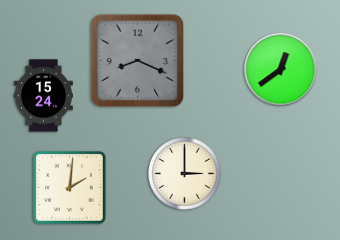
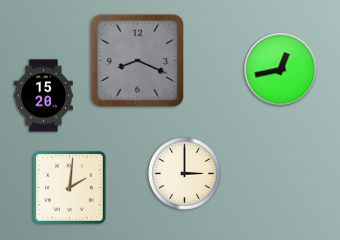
clock at (281, 70): 12:39 -> 12:43
clock at (44, 96): 15:24 -> 15:20
